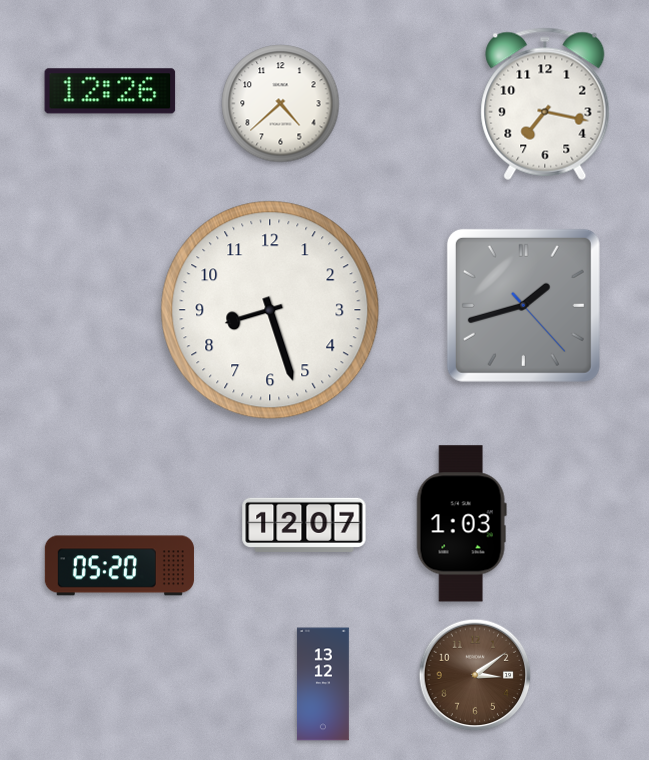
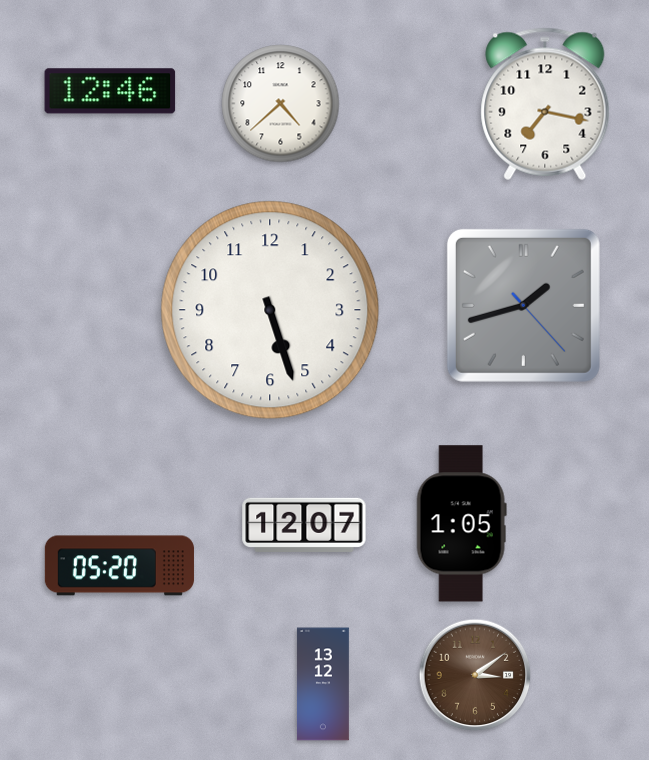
clock at (110, 91): 12:26 -> 12:46
clock at (270, 310): 8:27 -> 5:27
clock at (461, 524): 1:03 -> 1:05
